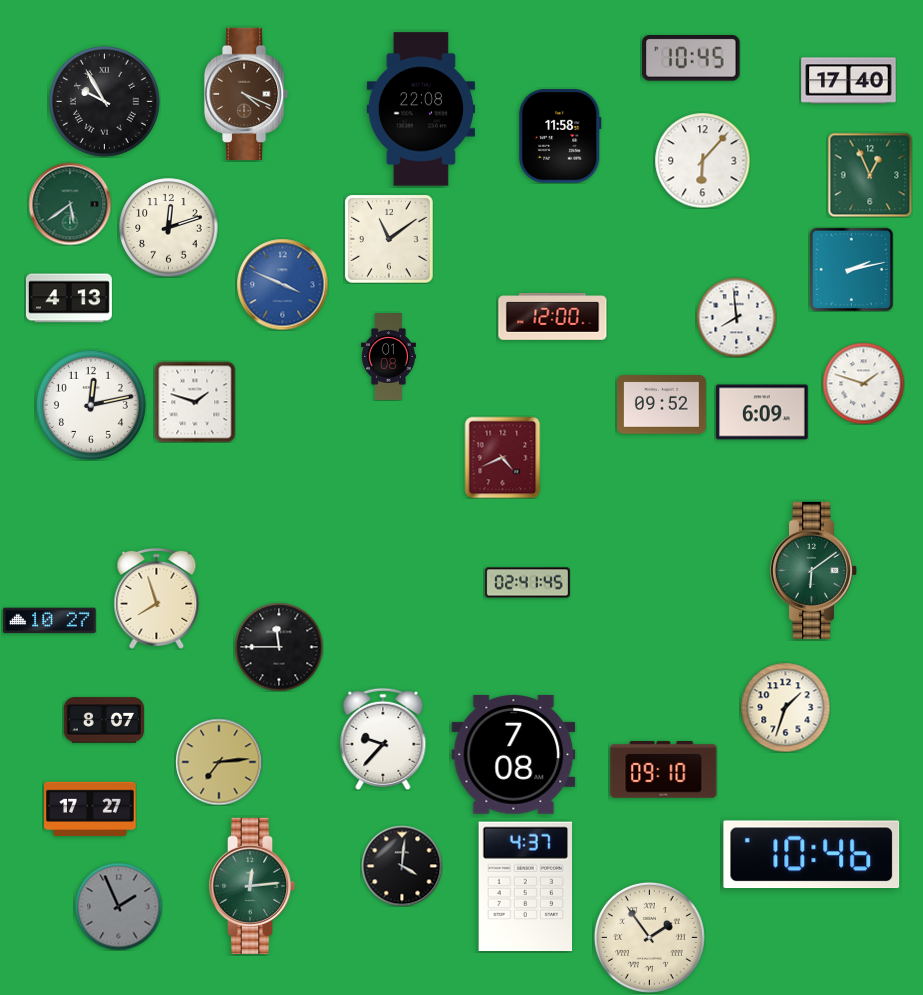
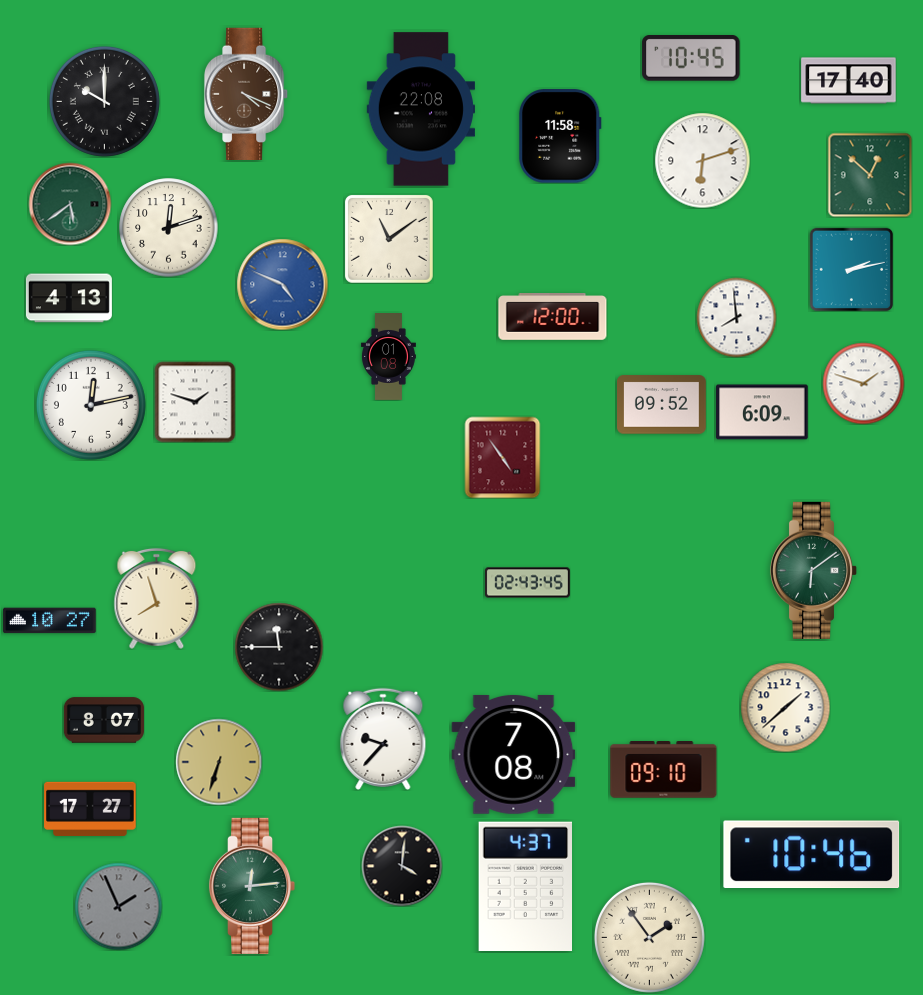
clock at (104, 101): 9:55 -> 10:00
clock at (702, 160): 6:07 -> 6:12
clock at (870, 175): 12:56 -> 12:52
clock at (282, 284): 3:49 -> 4:49
clock at (503, 457): 4:41 -> 4:54
clock at (527, 583): 02:41 -> 02:43
clock at (785, 707): 1:33 -> 1:38
clock at (219, 762): 7:14 -> 6:33
